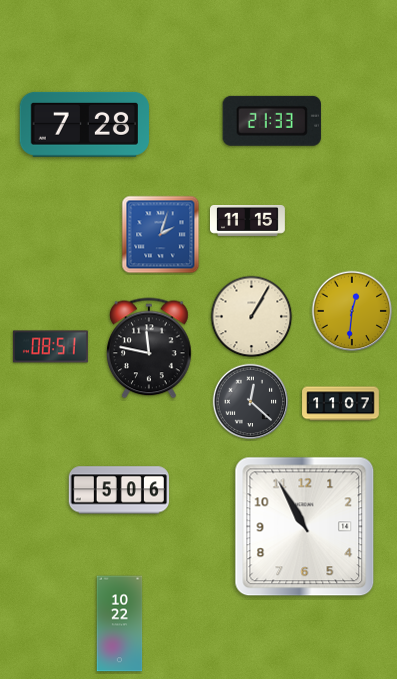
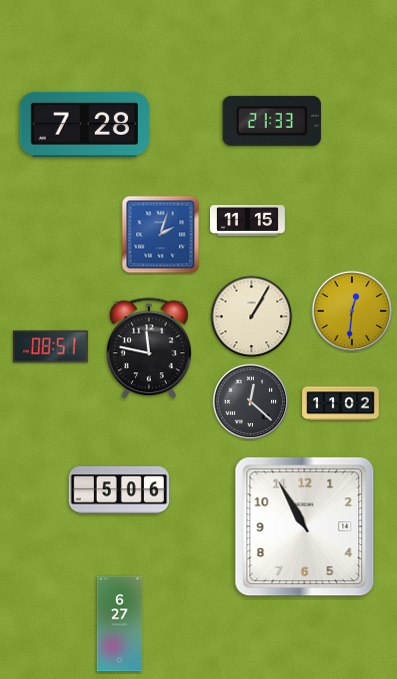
clock at (341, 404): 11:07 -> 11:02
clock at (120, 624): 10:22 -> 6:27
